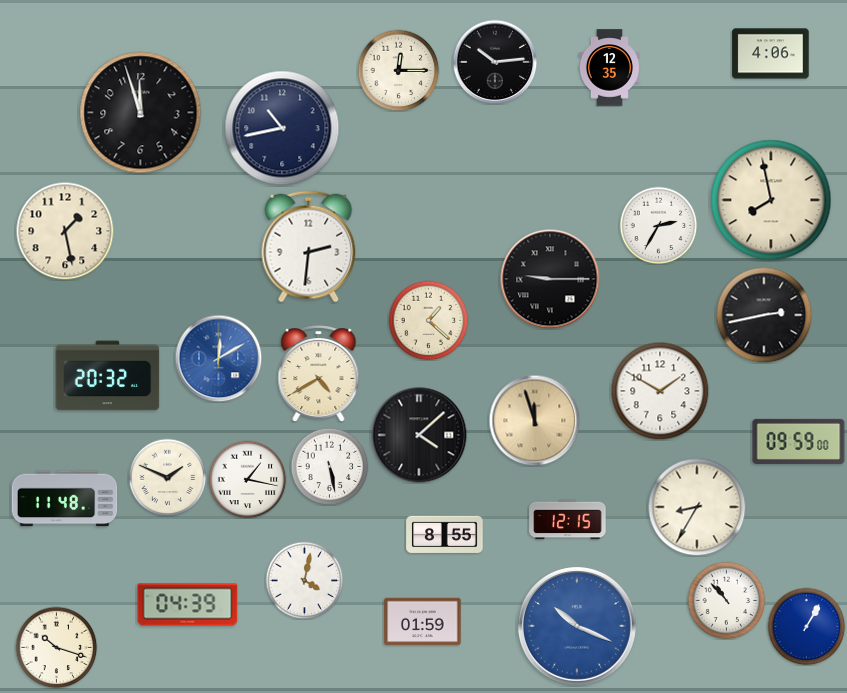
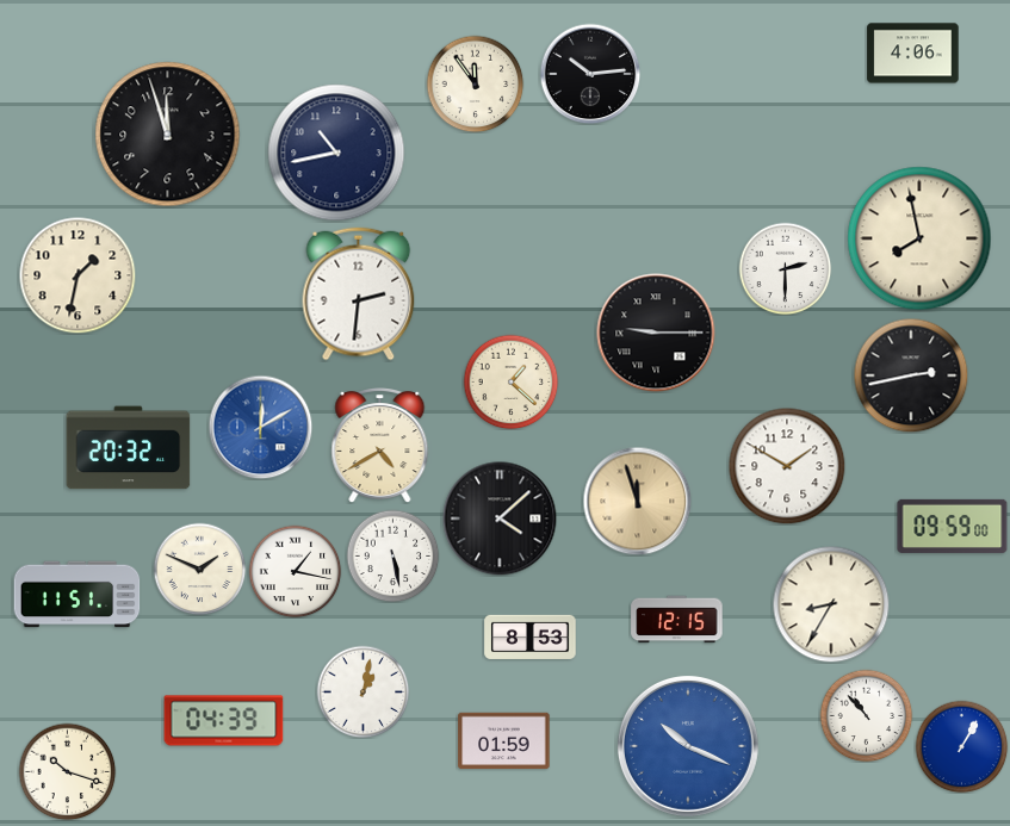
clock at (771, 54) position: (771, 54) -> (913, 54)
clock at (609, 68): 12:35 -> none
clock at (398, 70): 12:15 -> 11:54
clock at (658, 225): 2:35 -> 2:30
clock at (65, 231): 1:28 -> 1:32
clock at (309, 247) position: (309, 247) -> (359, 294)
clock at (65, 499): 11:48 -> 11:51
clock at (445, 535): 8:55 -> 8:53
clock at (304, 580): 4:02 -> 1:02
